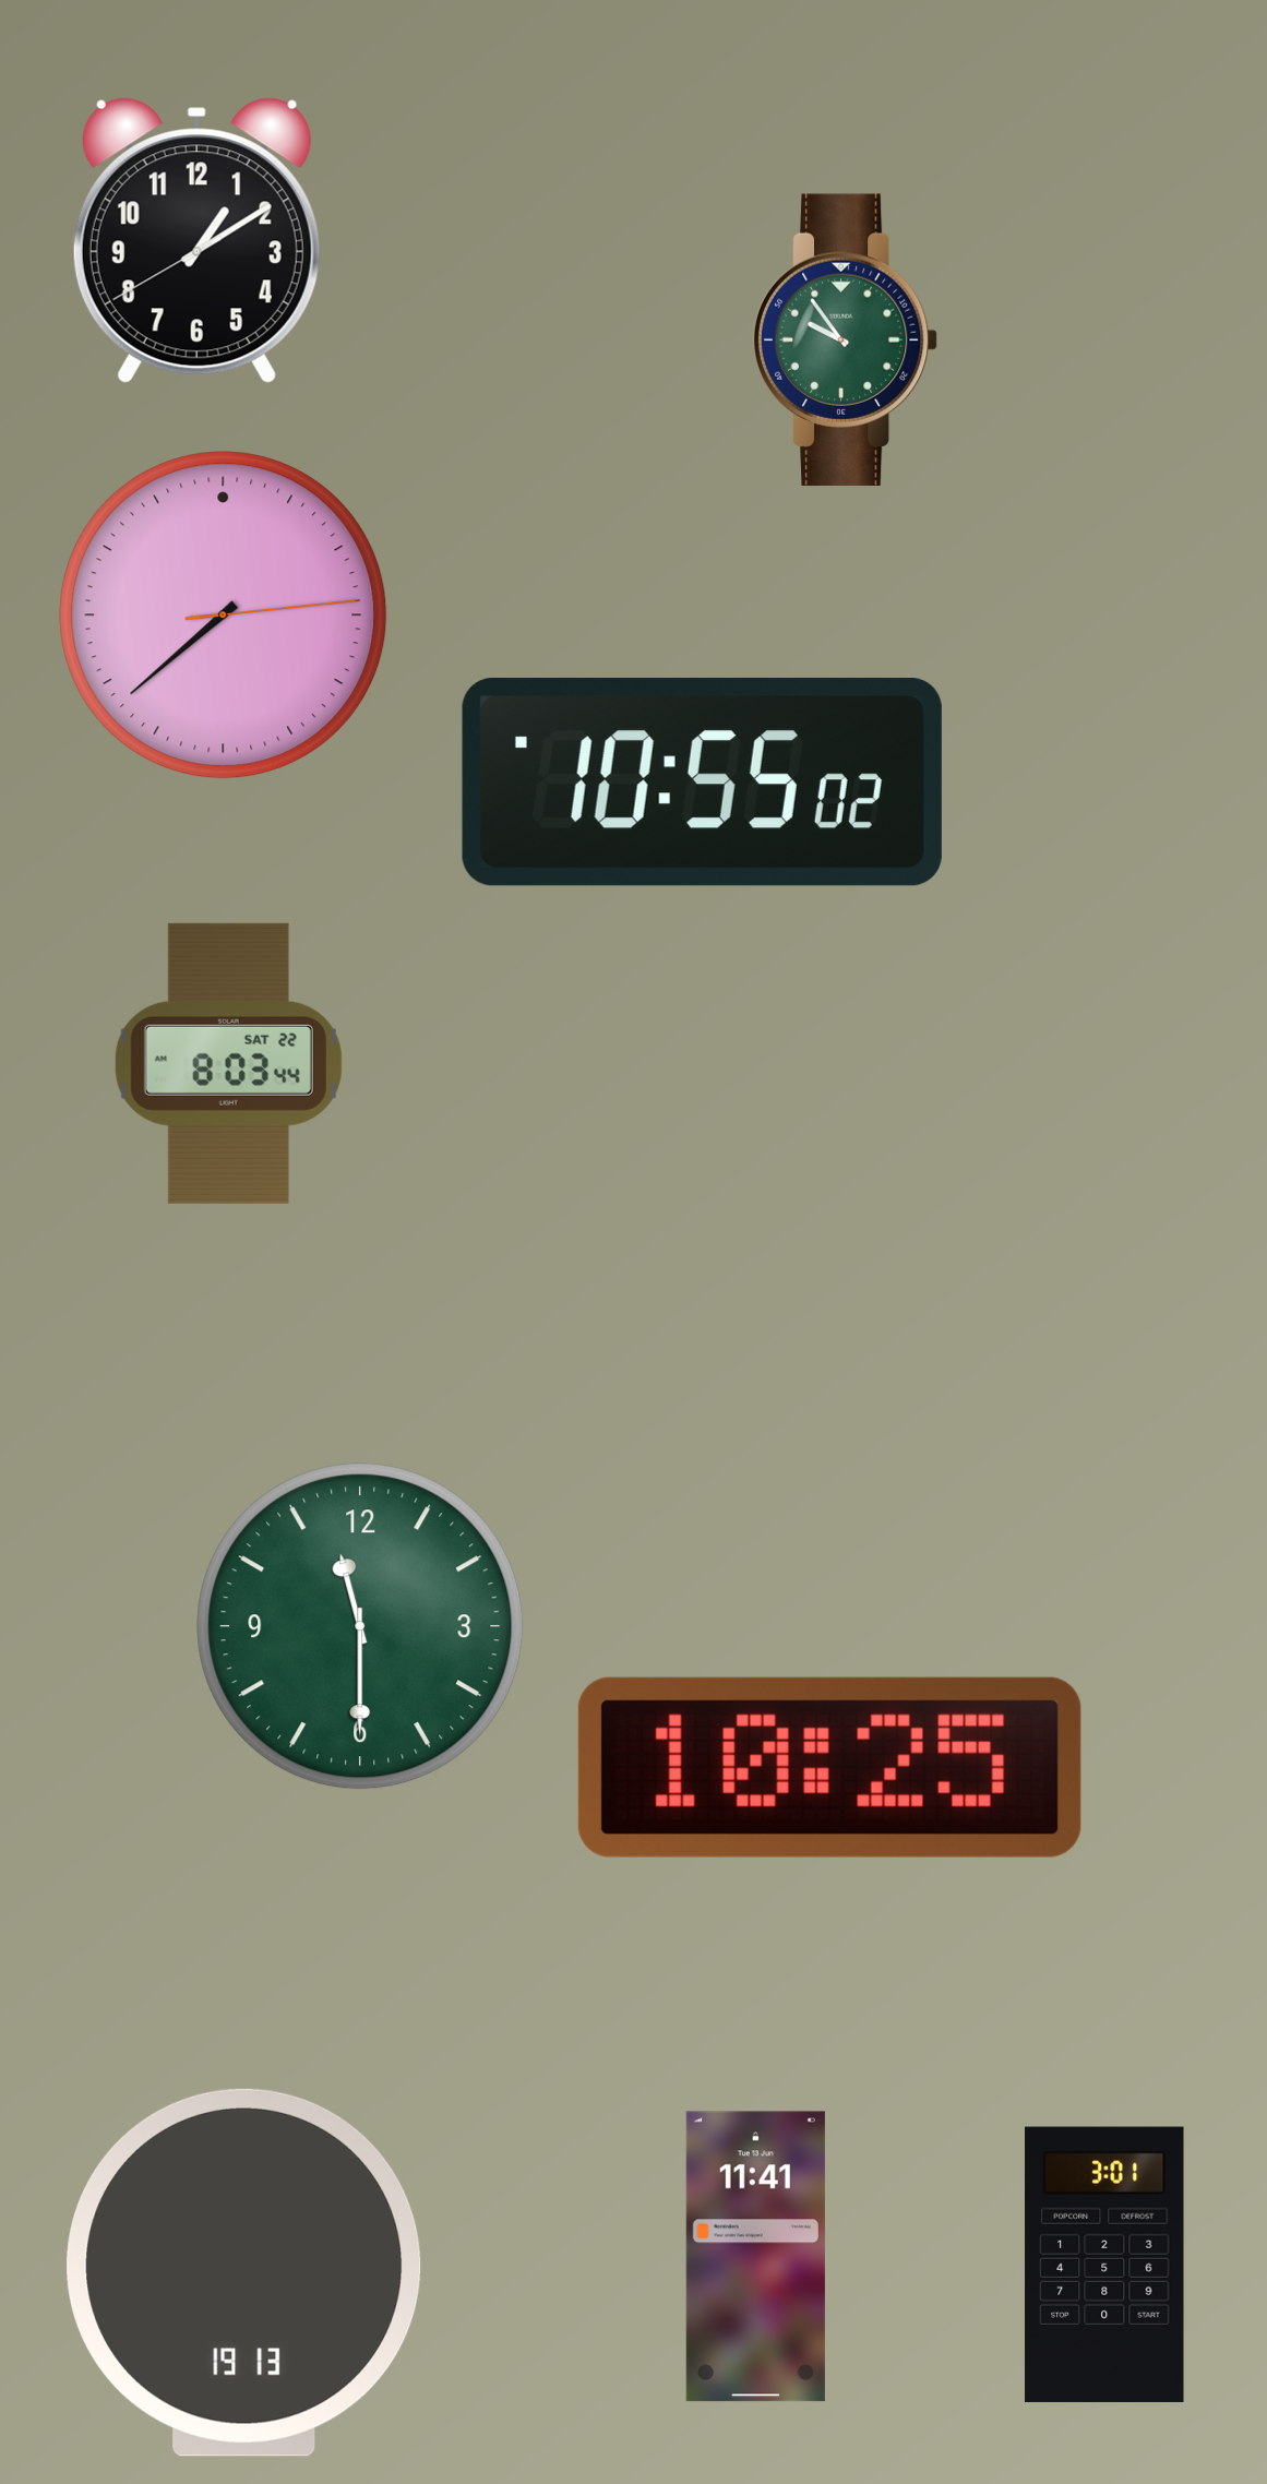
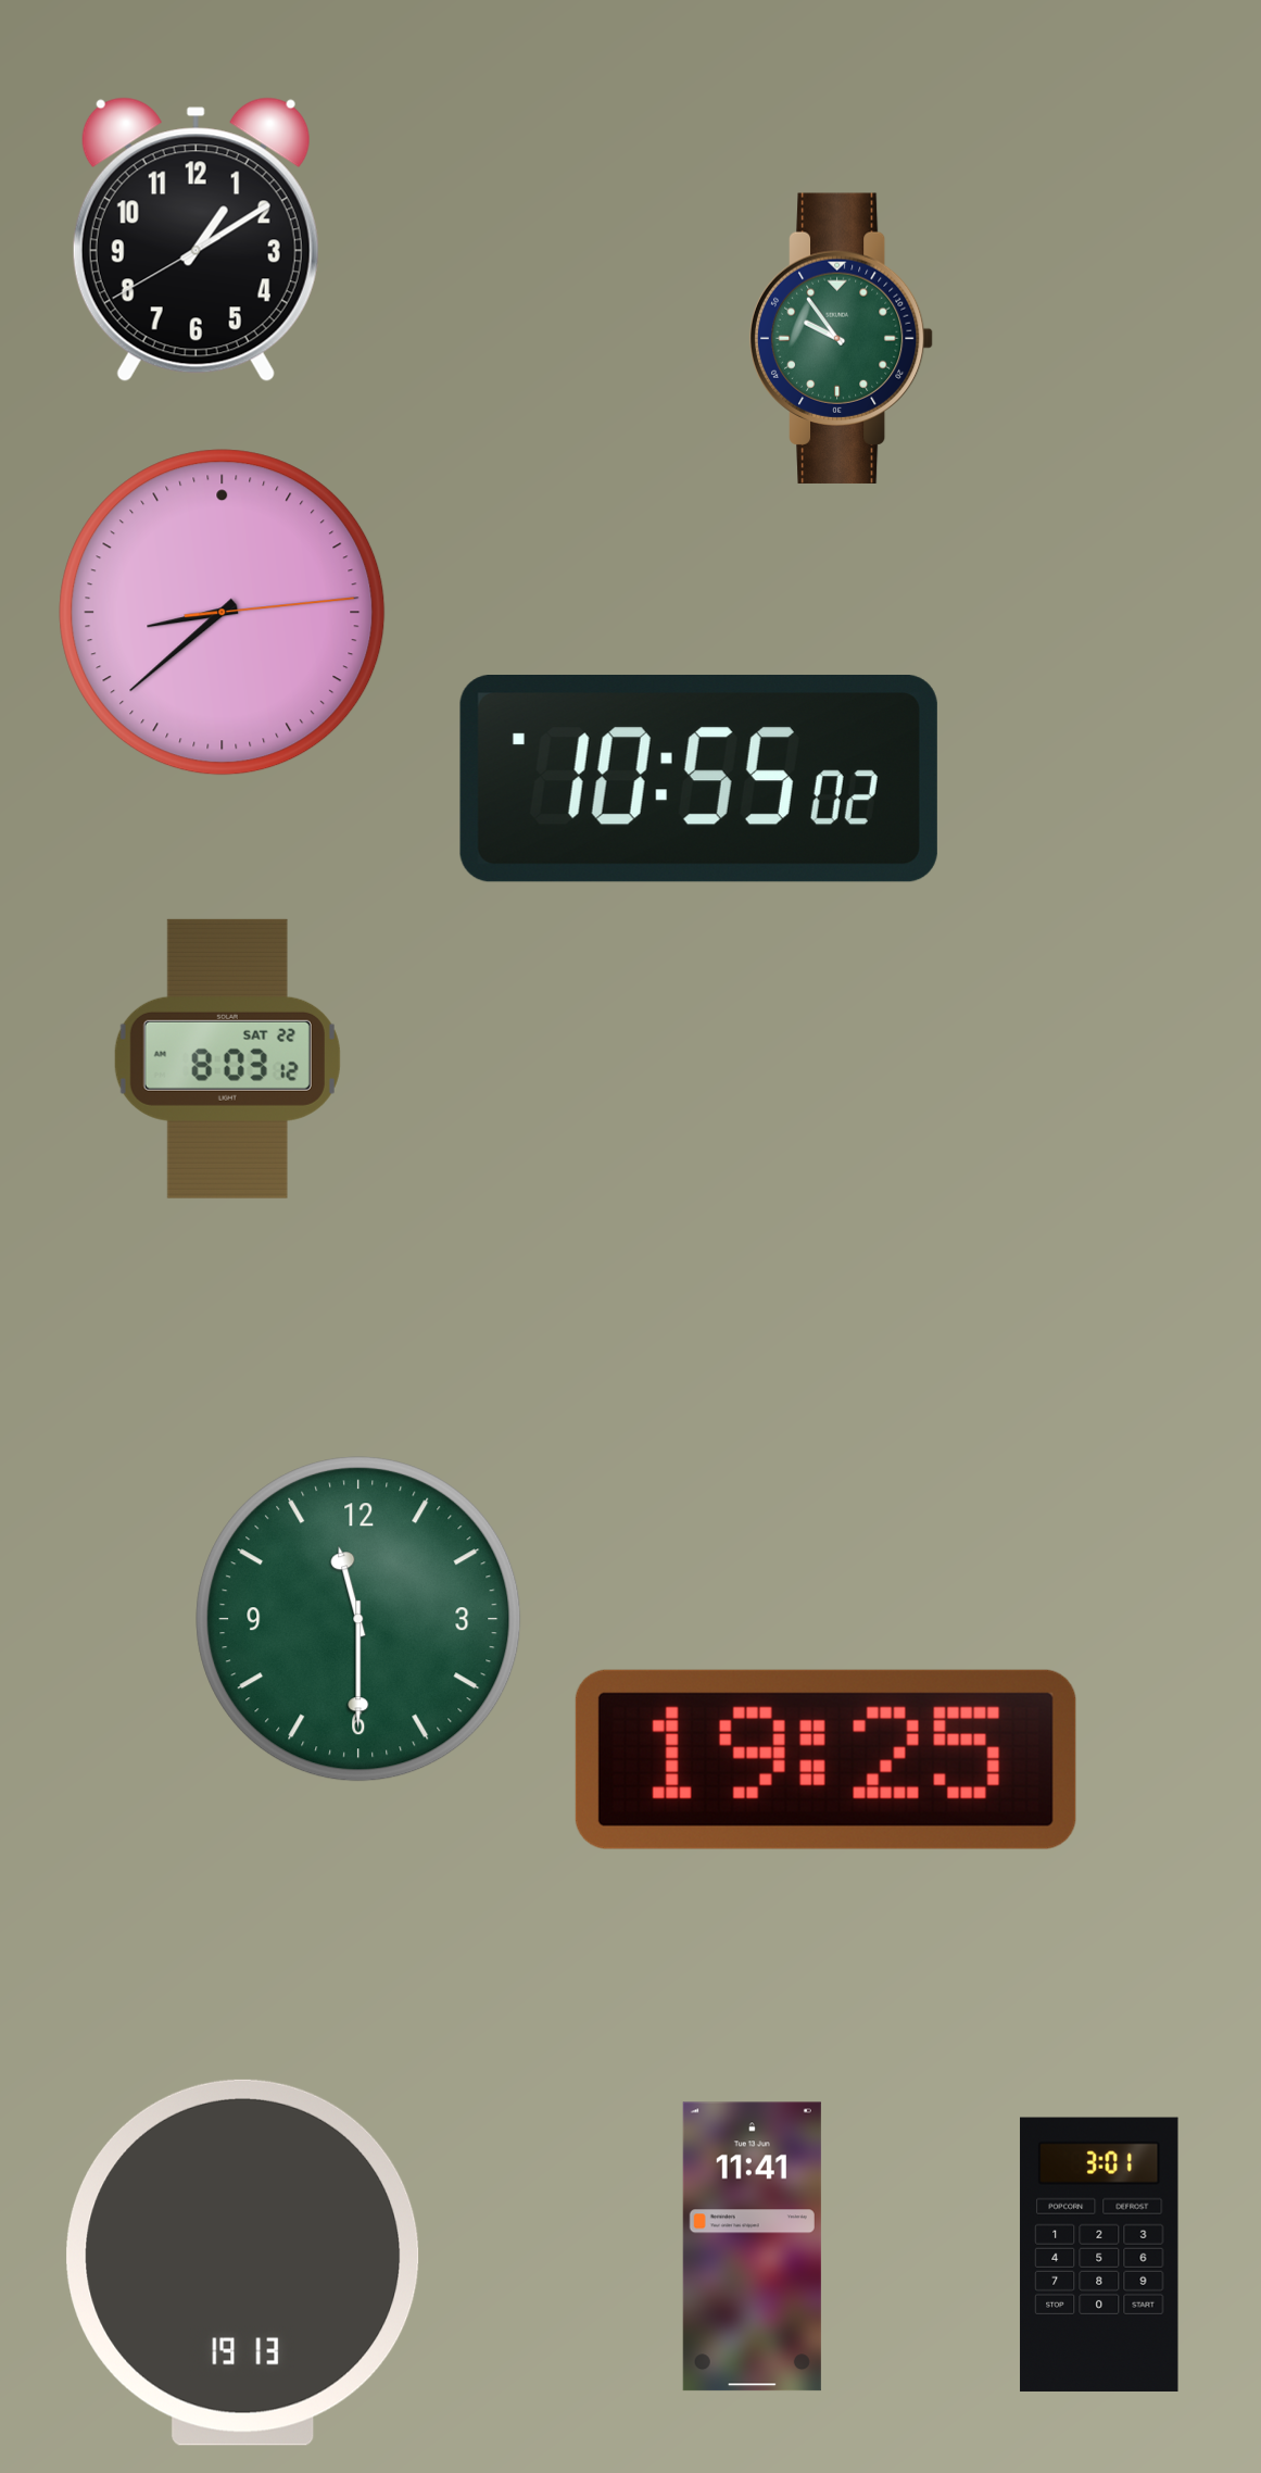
clock at (224, 616): 7:38 -> 8:38
clock at (228, 1063): 8:03:44 -> 8:03:12
clock at (829, 1767): 10:25 -> 19:25
